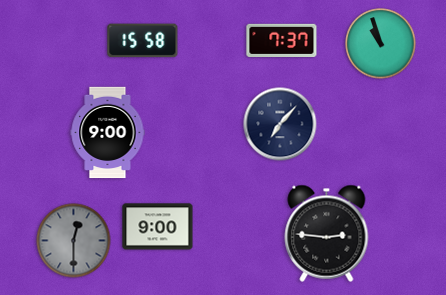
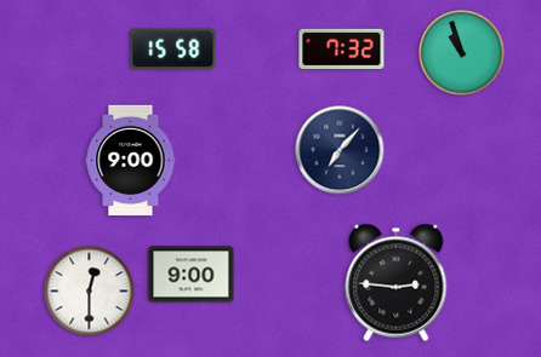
clock at (282, 40): 7:37 -> 7:32
clock at (74, 241) dial: grey -> white
